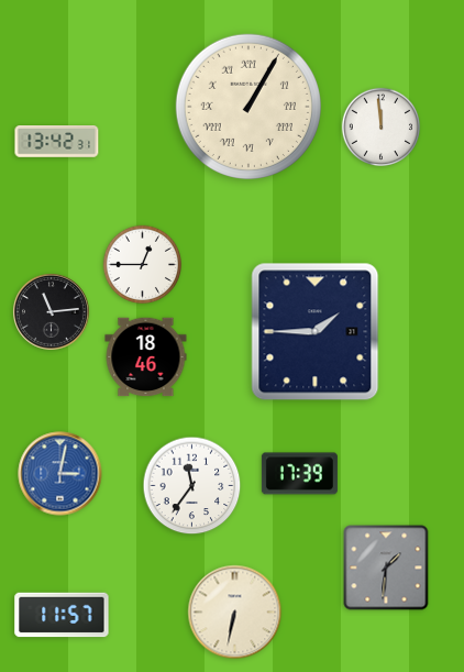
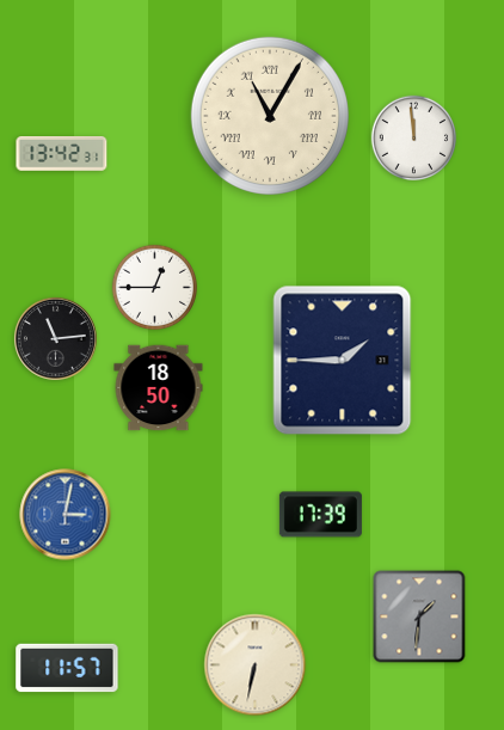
clock at (248, 107): 1:05 -> 11:05
clock at (146, 357): 18:46 -> 18:50
clock at (299, 474) position: (299, 474) -> (320, 515)
clock at (192, 486): 11:36 -> none
